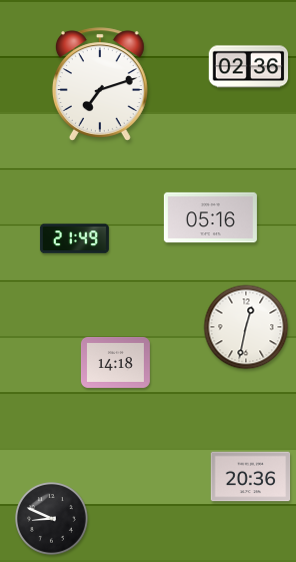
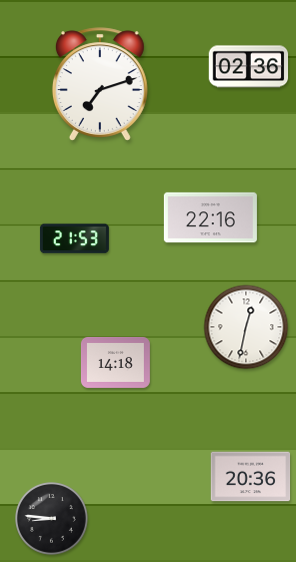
clock at (210, 218): 05:16 -> 22:16
clock at (74, 239): 21:49 -> 21:53
clock at (52, 519): 8:49 -> 8:46
